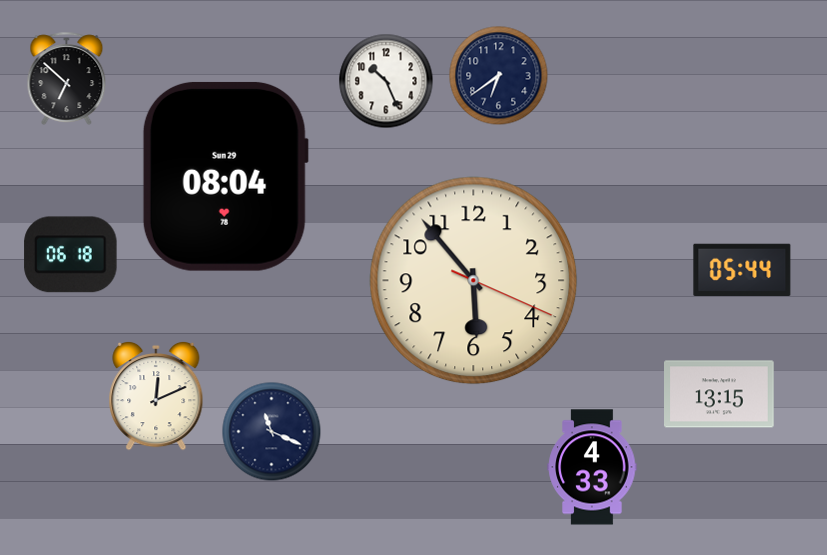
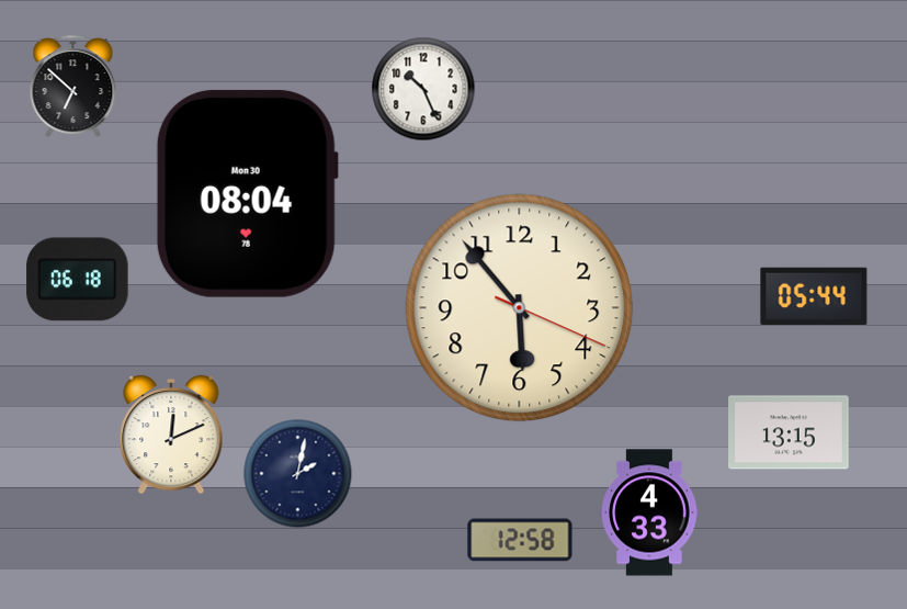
clock at (499, 76): 6:39 -> none
clock at (225, 176) date: Sun 29 -> Mon 30
clock at (272, 432): 11:19 -> 2:02
clock at (520, 540): none -> 12:58
